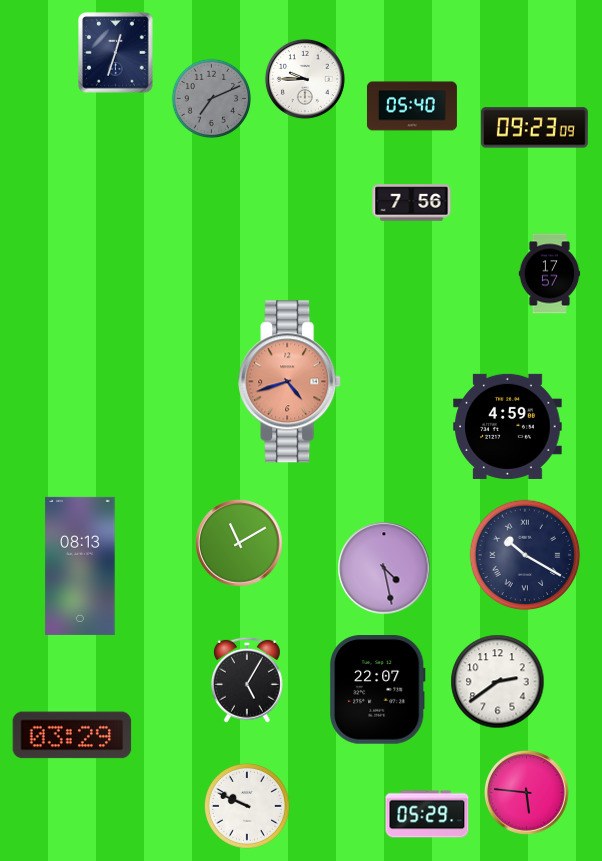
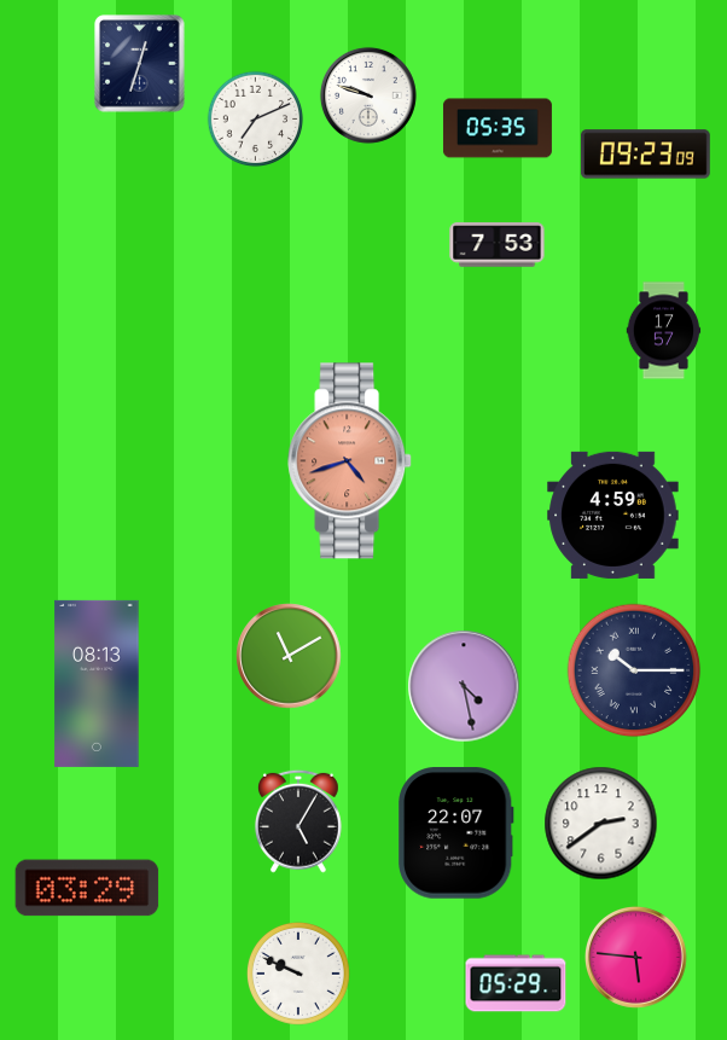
clock at (305, 79): 9:45 -> 9:48
clock at (212, 99) dial: grey -> white
clock at (412, 106): 05:40 -> 05:35
clock at (412, 203): 7:56 -> 7:53
clock at (525, 555): 10:20 -> 10:15
